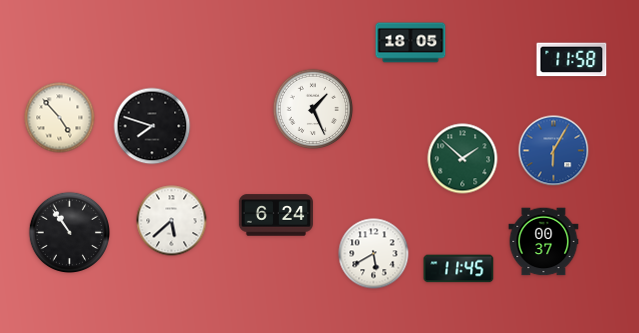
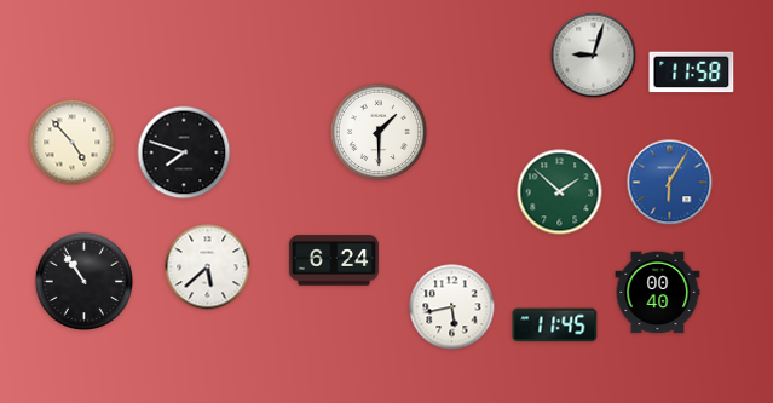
clock at (411, 43): 18:05 -> none
clock at (594, 56): none -> 9:03
clock at (313, 109): 1:26 -> 1:30
clock at (544, 242): 00:37 -> 00:40
clock at (374, 254): 5:40 -> 5:43
